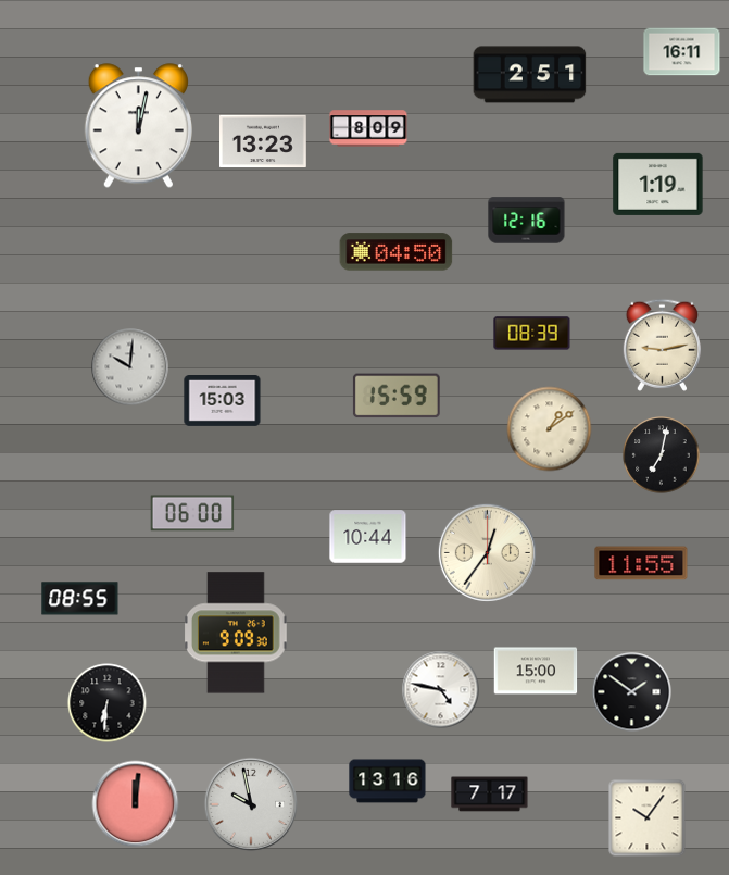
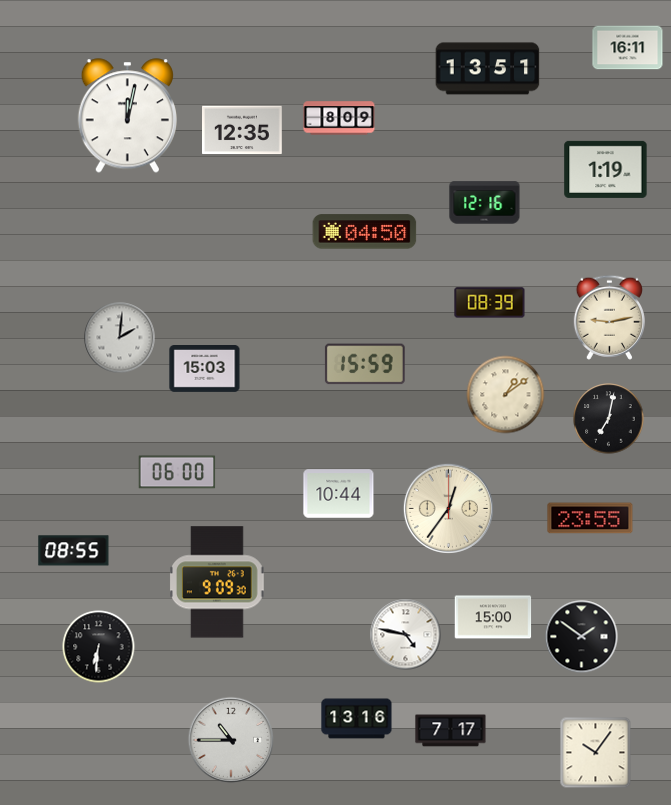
clock at (530, 75): 2:51 -> 13:51
clock at (264, 141): 13:23 -> 12:35
clock at (532, 334) position: (532, 334) -> (490, 303)
clock at (130, 367): 10:01 -> 2:01
clock at (641, 563): 11:55 -> 23:55
clock at (136, 804): 12:01 -> none
clock at (251, 804): 9:58 -> 10:45
